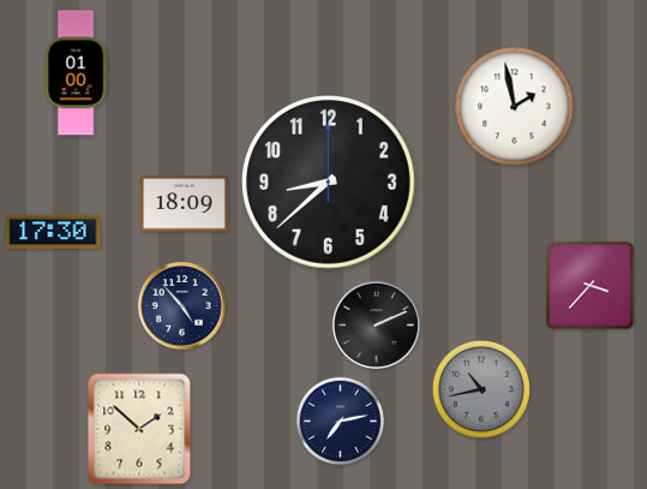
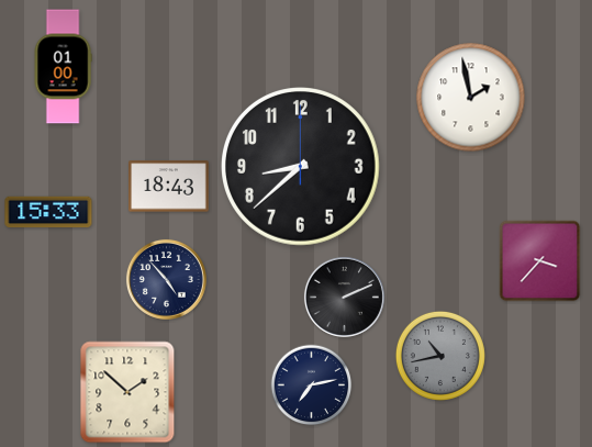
clock at (76, 73) position: (76, 73) -> (63, 67)
clock at (185, 204): 18:09 -> 18:43
clock at (53, 232): 17:30 -> 15:33
